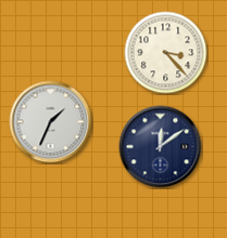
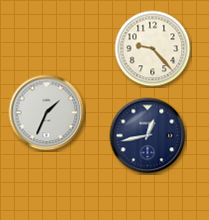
clock at (166, 53): 3:23 -> 9:23
clock at (161, 147): 12:09 -> 12:43
